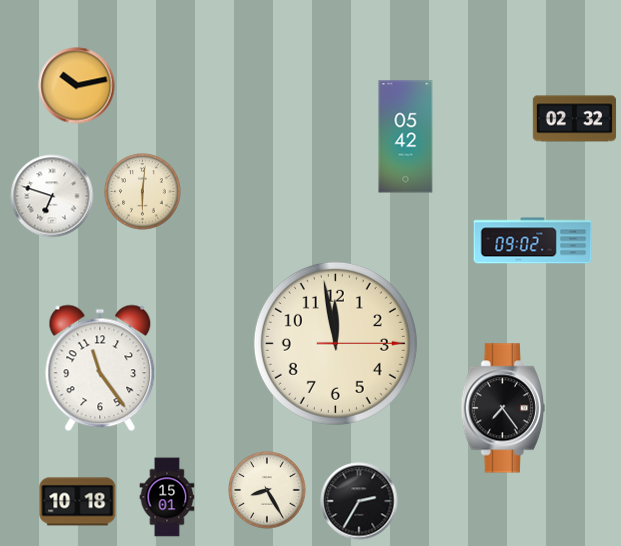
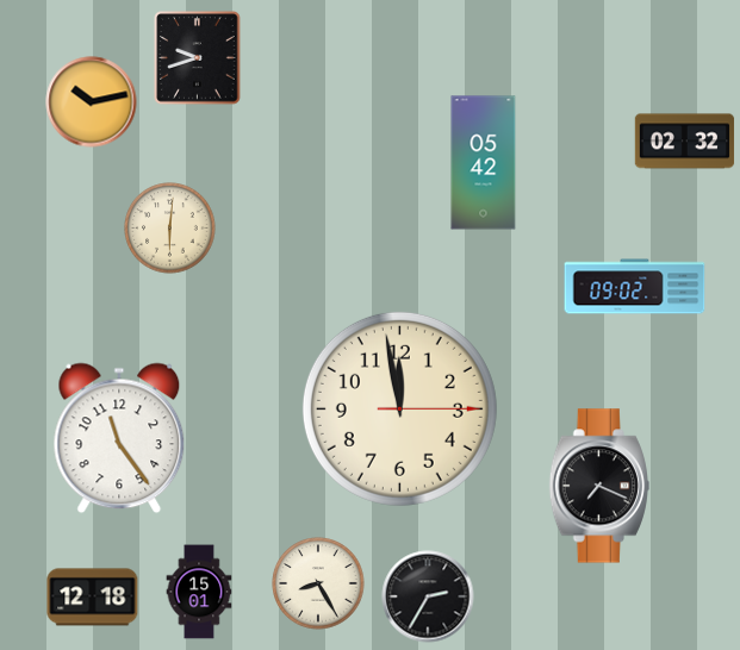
clock at (198, 58): none -> 9:42
clock at (52, 196): 6:48 -> none
clock at (503, 408): 7:24 -> 7:19
clock at (78, 502): 10:18 -> 12:18
